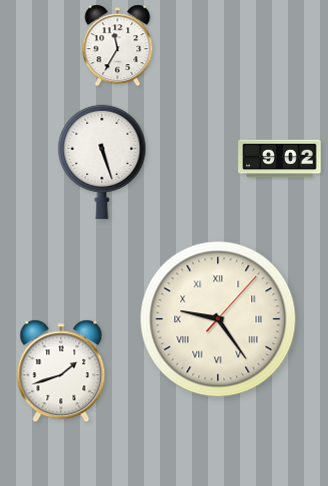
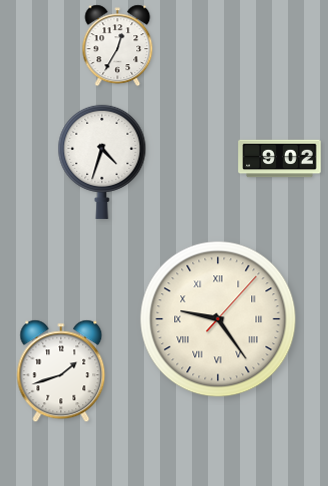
clock at (118, 46): 11:35 -> 12:35
clock at (102, 162): 5:27 -> 4:33
